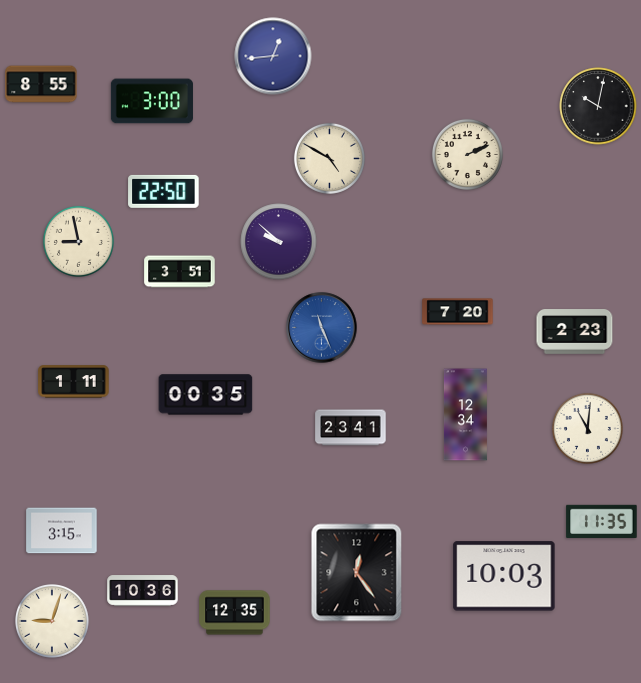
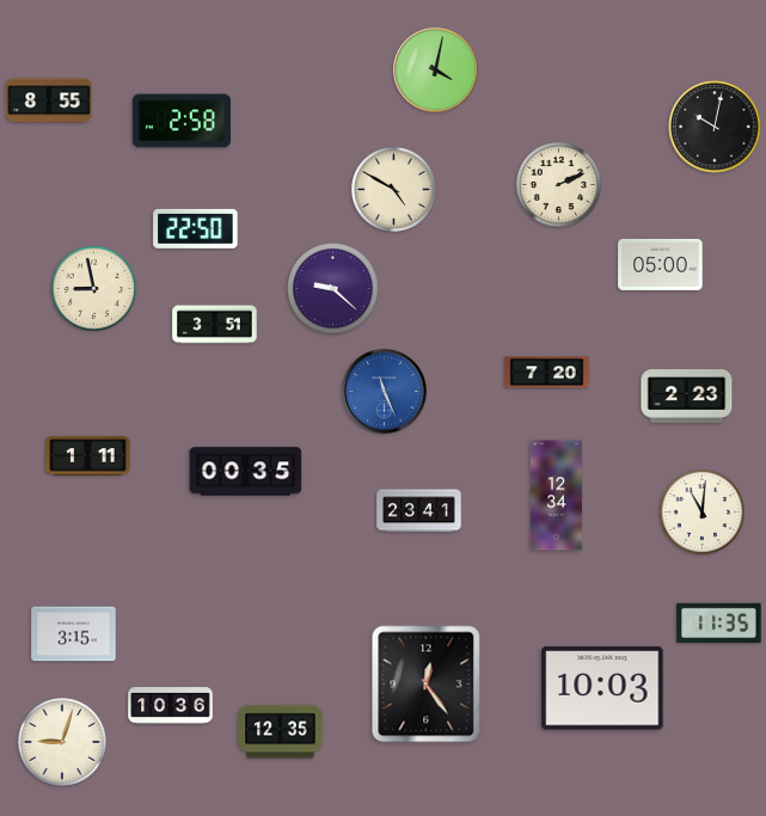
clock at (273, 56): 12:44 -> none
clock at (436, 70): none -> 4:02
clock at (152, 101): 3:00 -> 2:58
clock at (661, 264): none -> 05:00
clock at (279, 242): 9:52 -> 9:22
